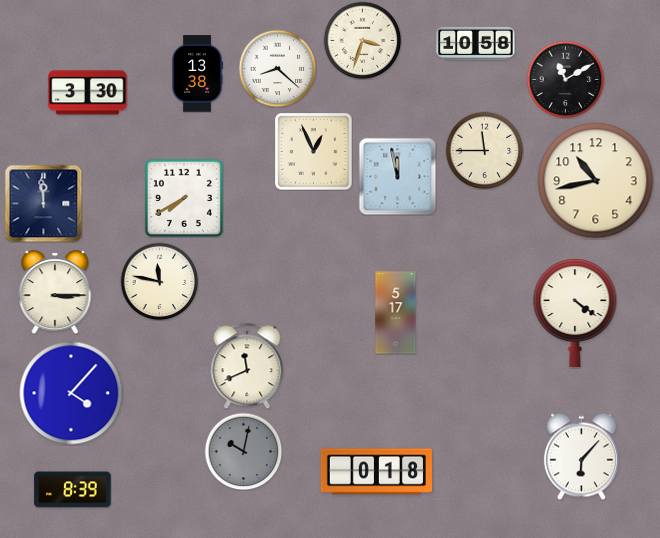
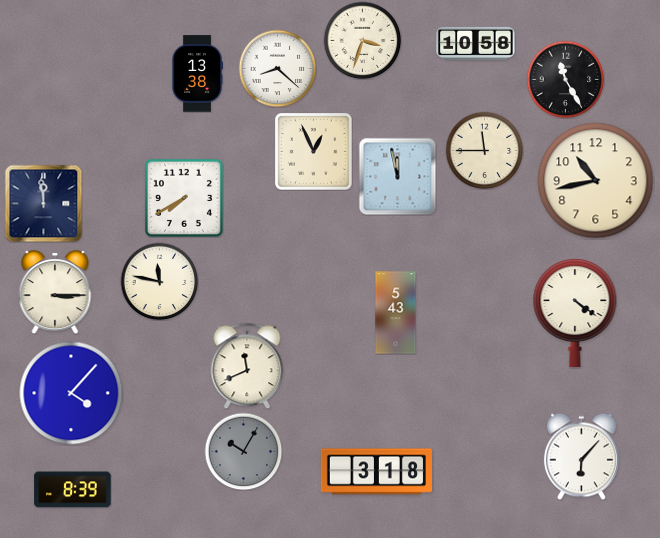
clock at (565, 79): 11:10 -> 11:25
clock at (88, 93): 3:30 -> none
clock at (396, 313): 5:17 -> 5:43
clock at (243, 451): 10:02 -> 10:05
clock at (376, 472): 0:18 -> 3:18
